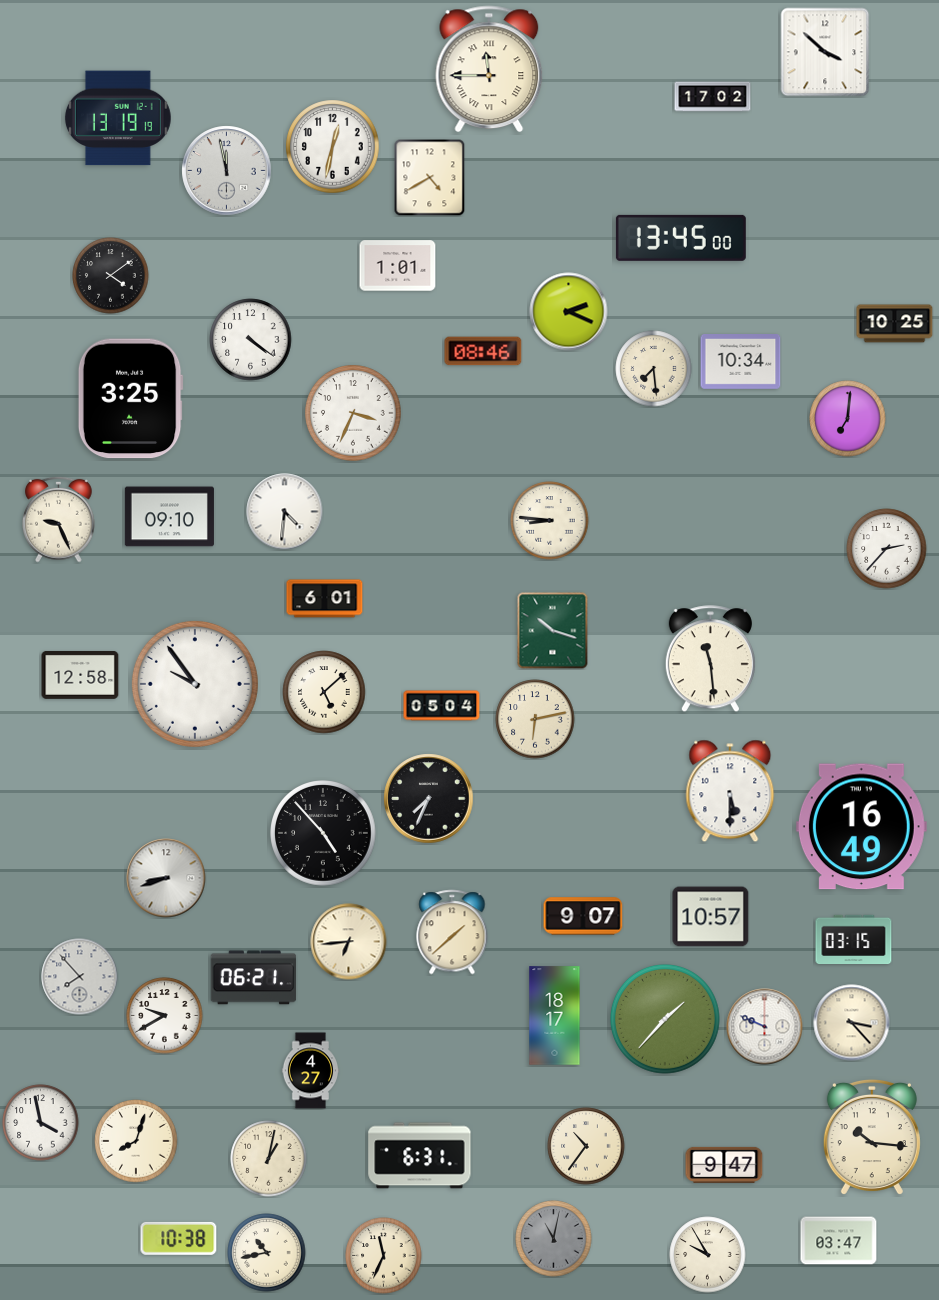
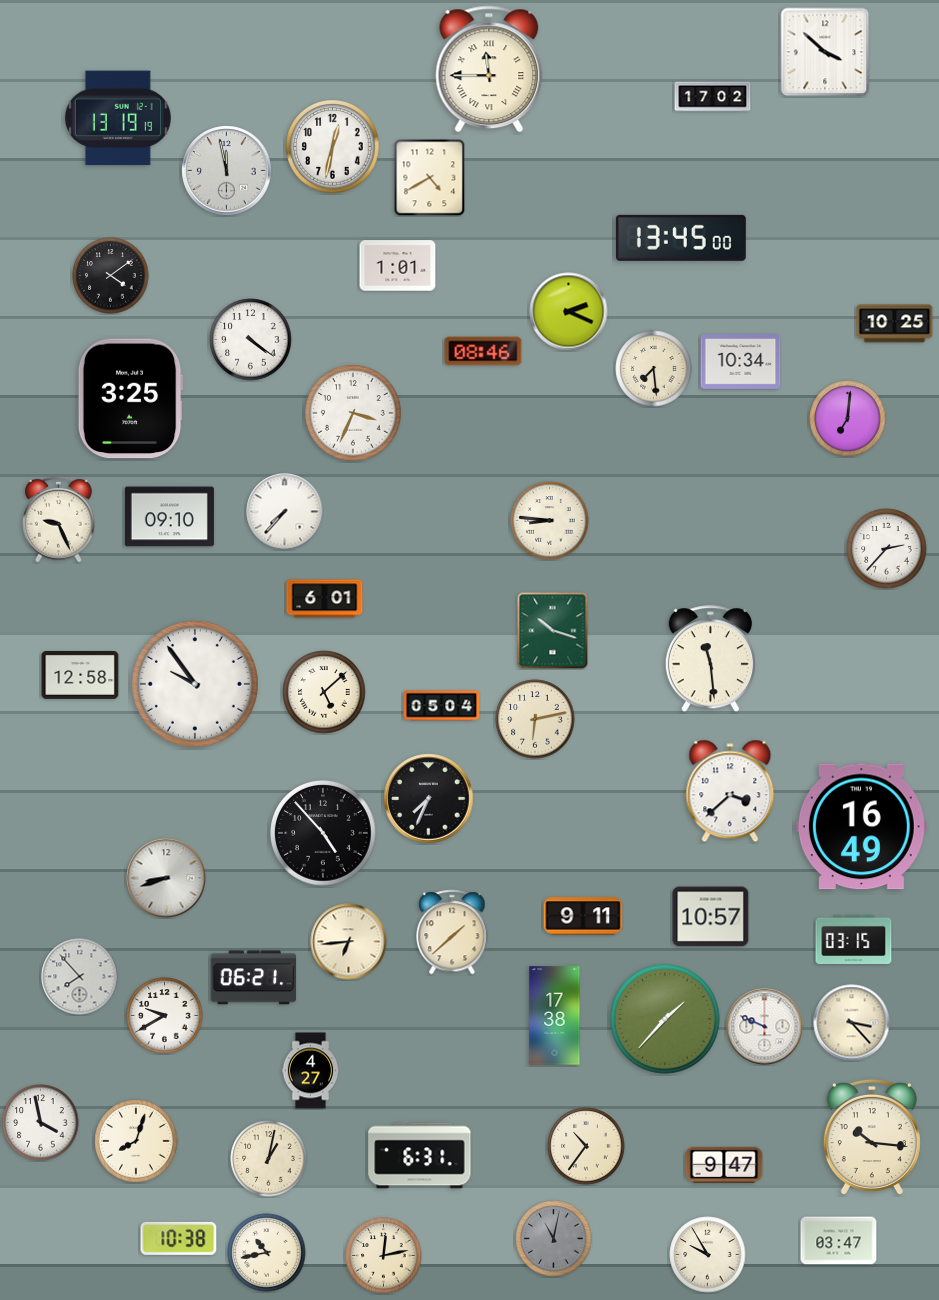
clock at (285, 512): 4:31 -> 7:37
clock at (730, 791): 5:30 -> 3:38
clock at (583, 916): 9:07 -> 9:11
clock at (555, 1016): 18:17 -> 17:38
clock at (384, 1256): 11:34 -> 12:13
